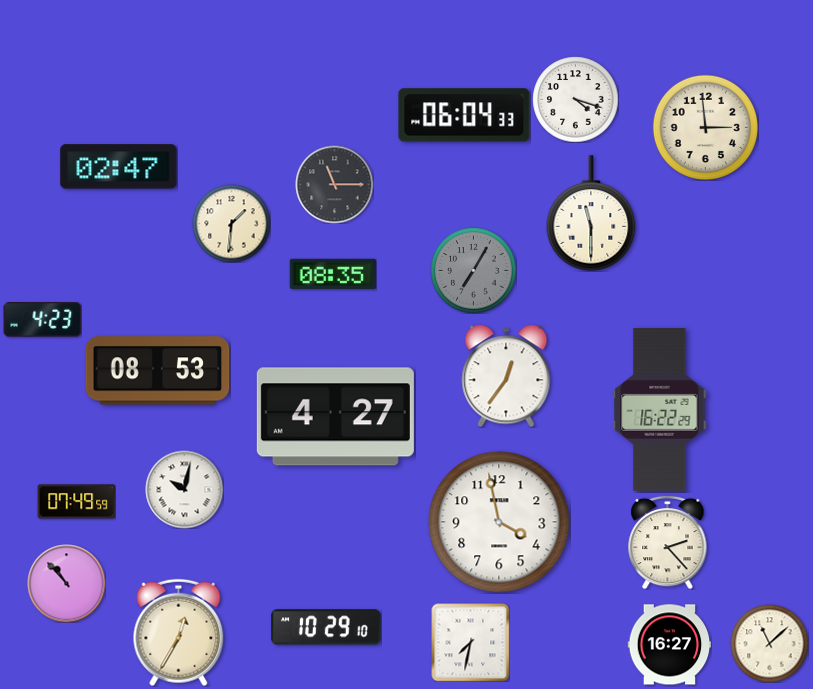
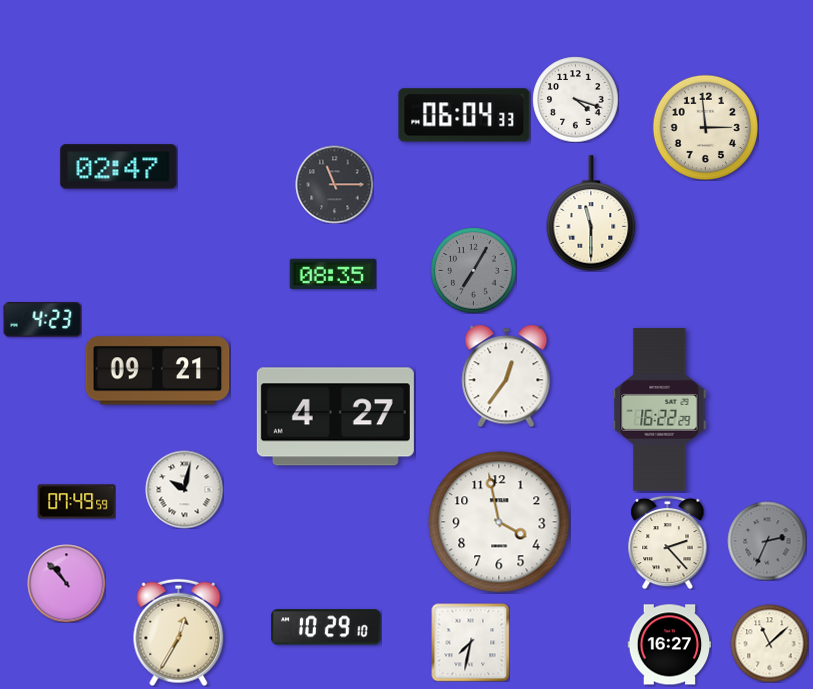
clock at (231, 223): 1:31 -> none
clock at (158, 371): 08:53 -> 09:21
clock at (767, 541): none -> 2:34
